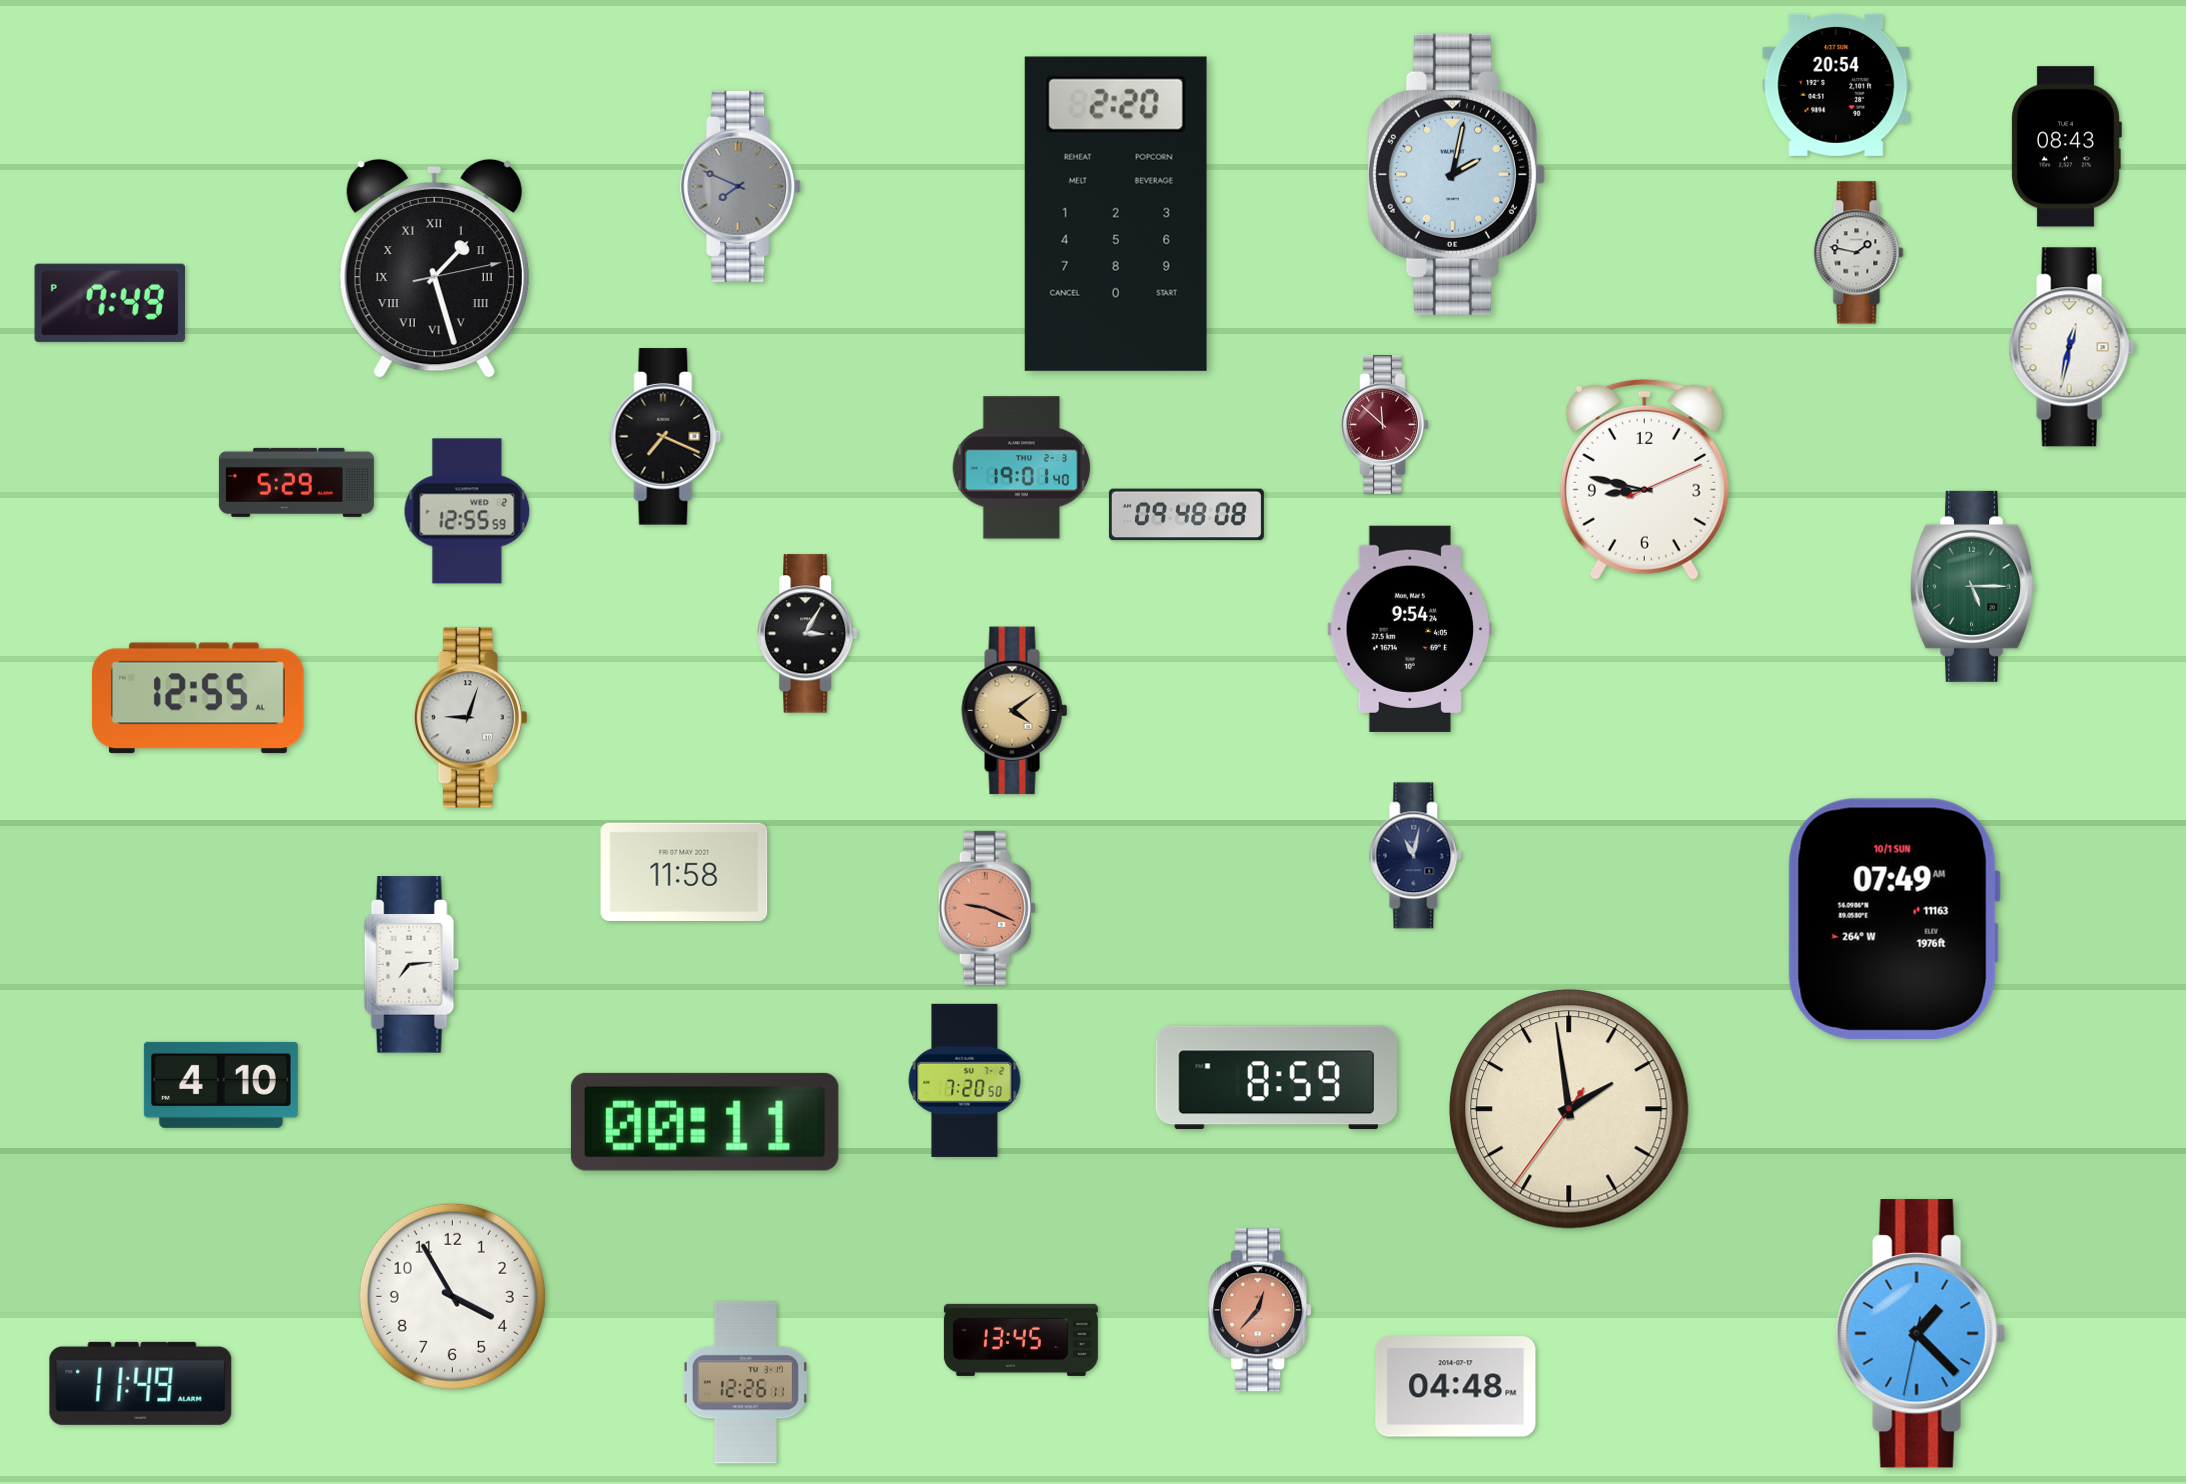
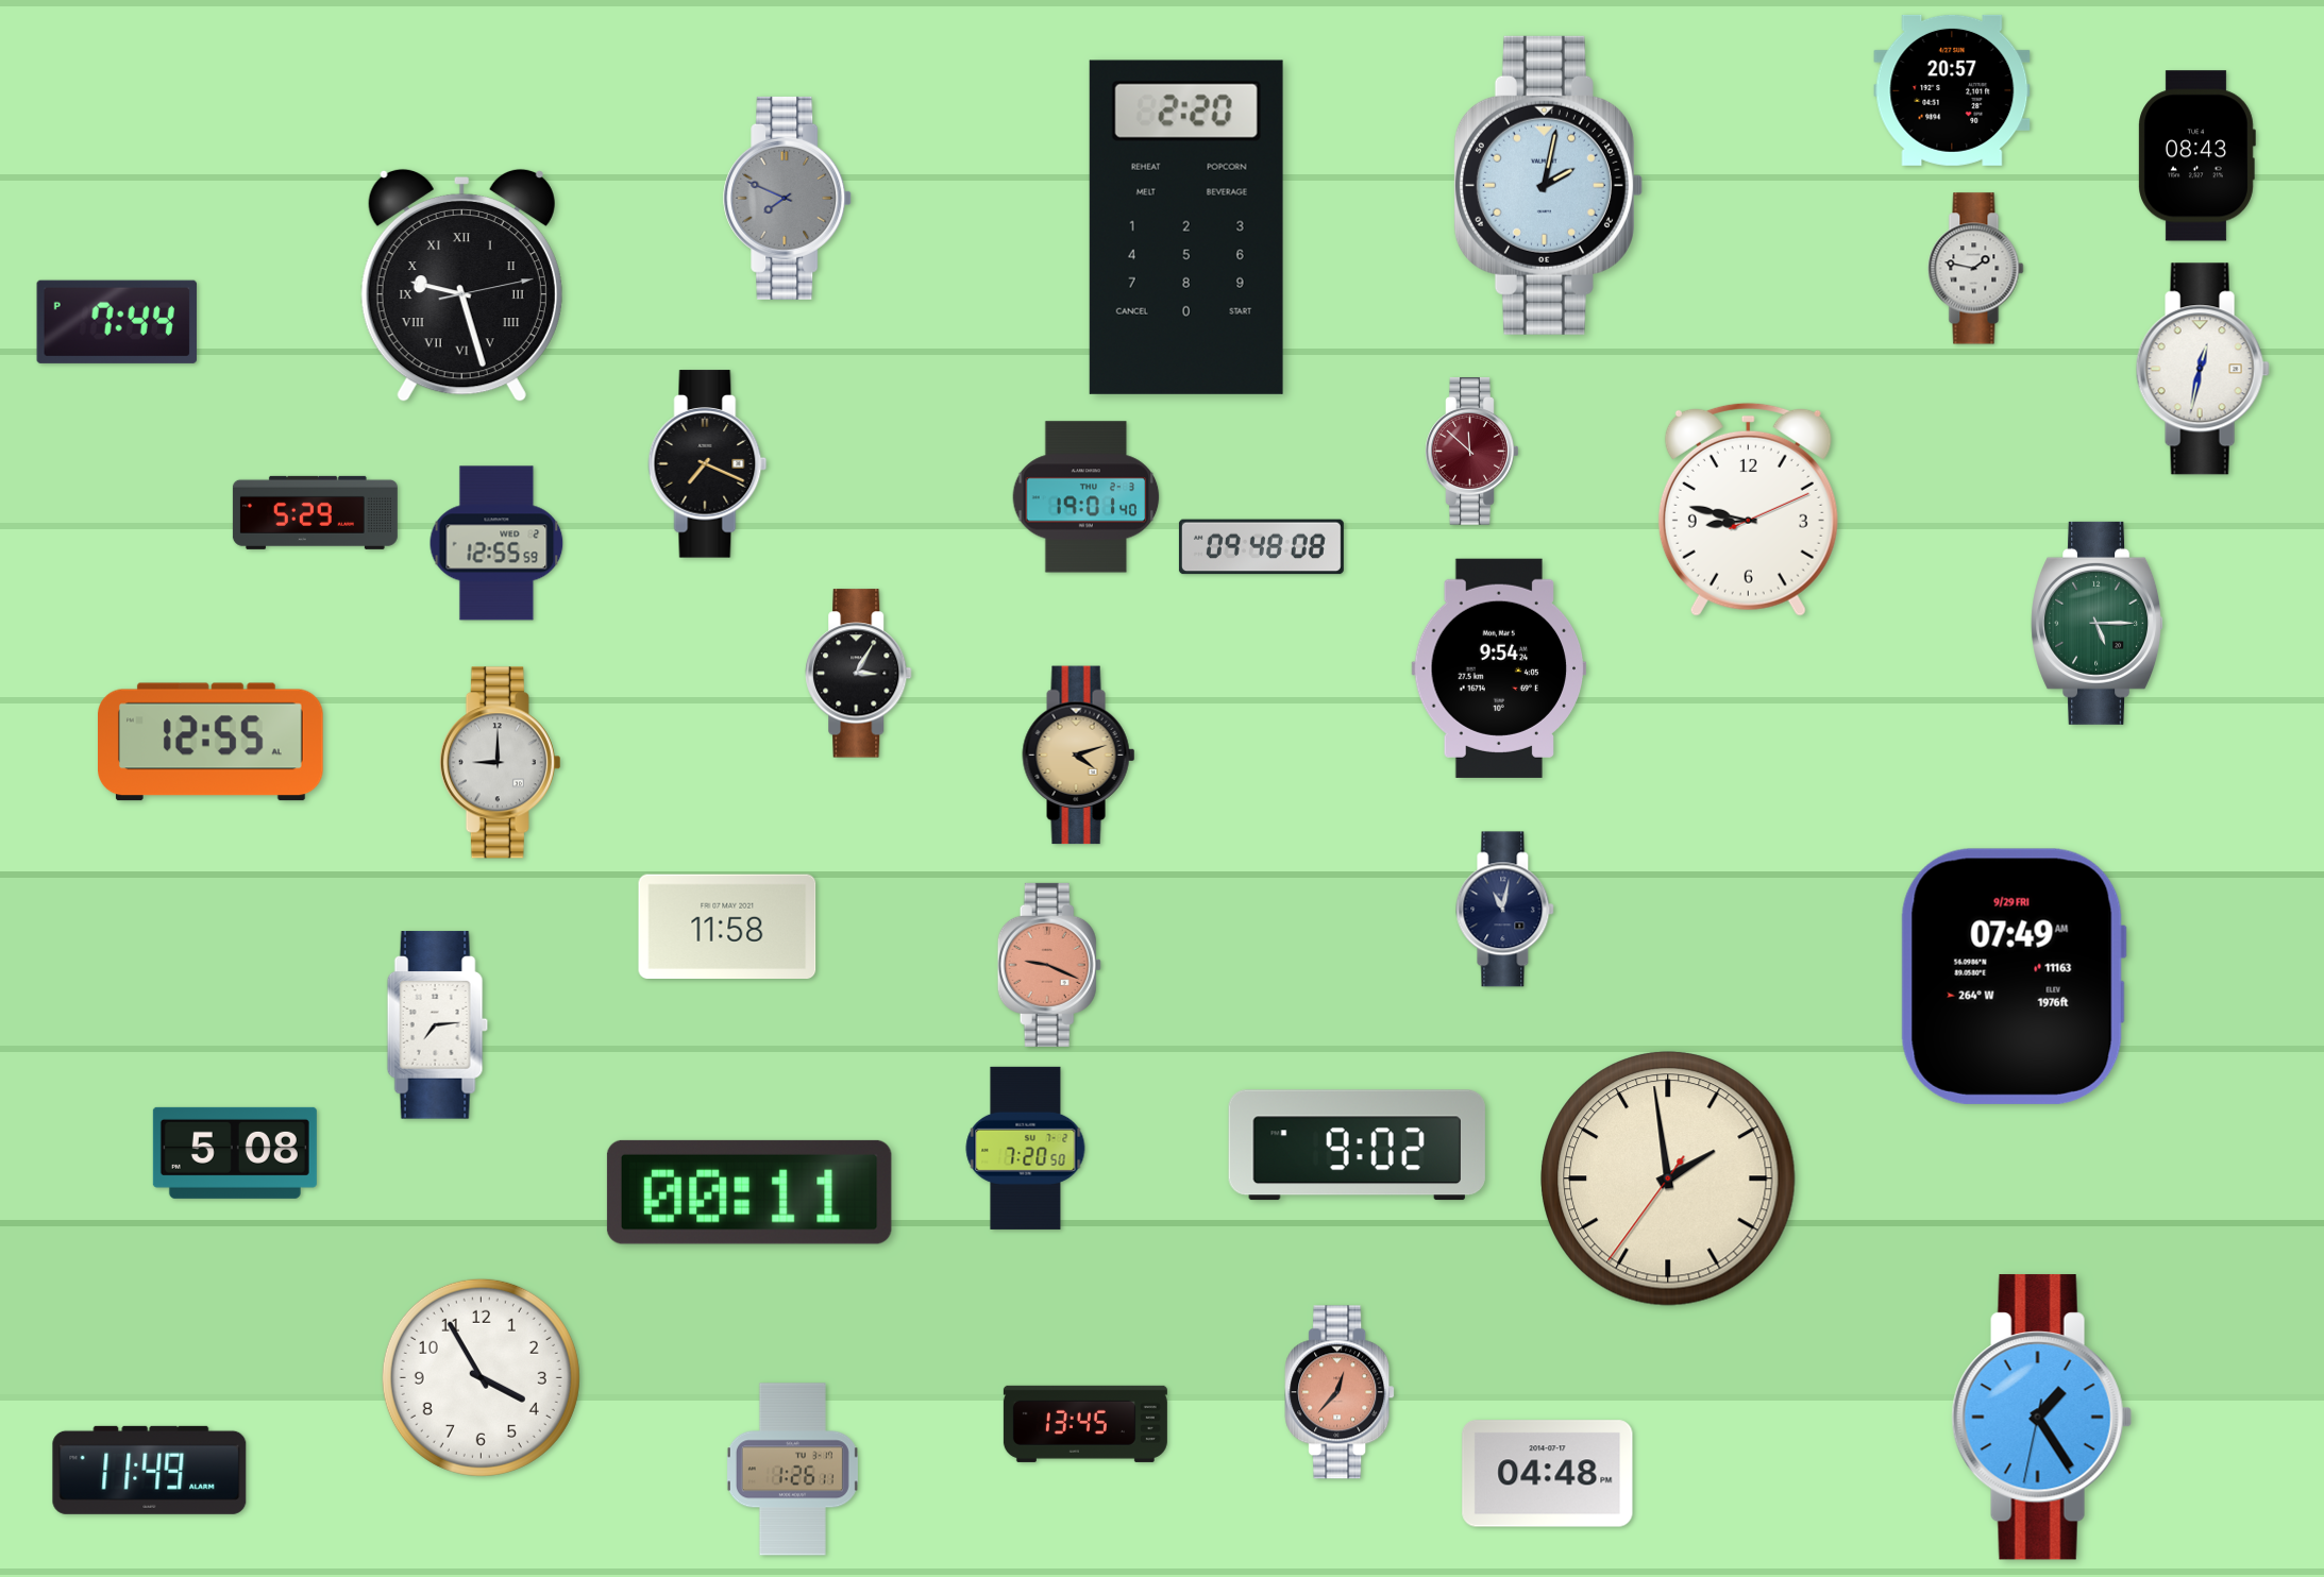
clock at (1836, 85): 20:54 -> 20:57
clock at (434, 268): 1:27 -> 9:27
clock at (110, 303): 7:49 -> 7:44
clock at (1015, 711): 4:09 -> 4:12
clock at (470, 718): 9:03 -> 9:00
clock at (1894, 919) date: 10/1 SUN -> 9/29 FRI
clock at (1276, 1078): 8:59 -> 9:02
clock at (221, 1085): 4:10 -> 5:08
clock at (1920, 1334): 1:22 -> 1:24
clock at (745, 1383): 12:26 -> 1:26
